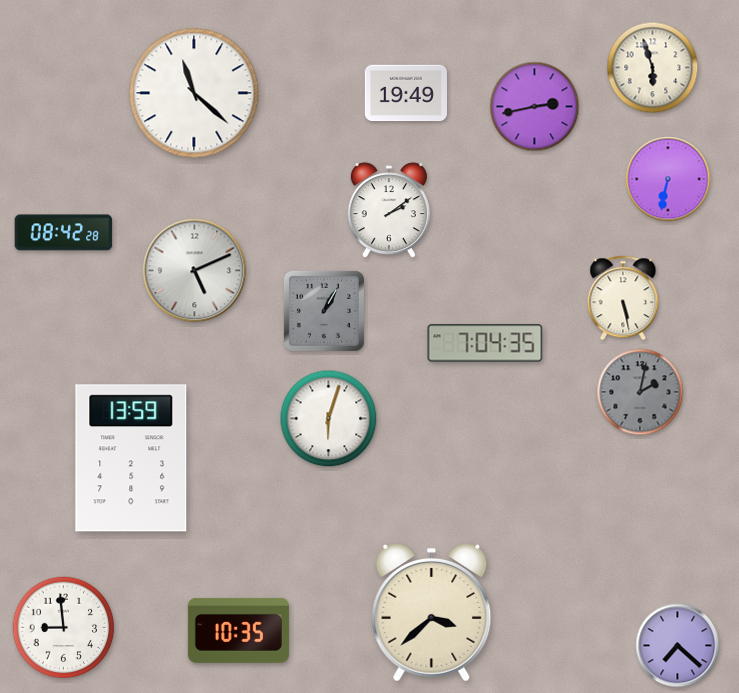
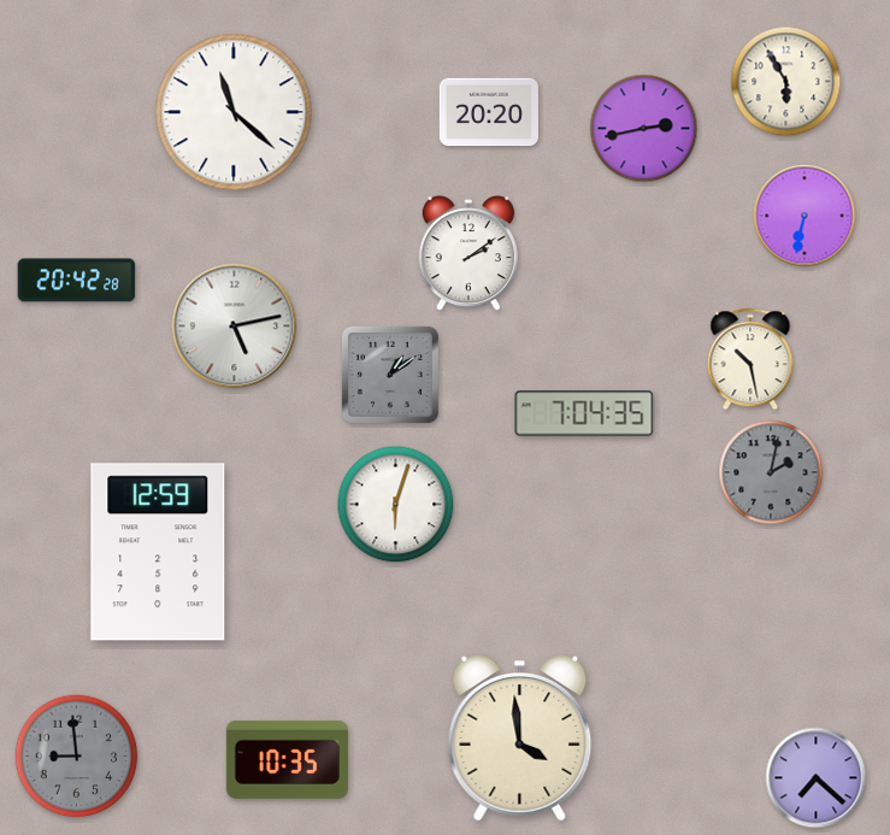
clock at (653, 68): 5:57 -> 5:55
clock at (406, 93): 19:49 -> 20:20
clock at (64, 233): 08:42 -> 20:42
clock at (195, 271): 5:11 -> 5:13
clock at (623, 298): 5:28 -> 10:28
clock at (324, 311): 1:05 -> 1:09
clock at (131, 458): 13:59 -> 12:59
clock at (432, 613): 3:38 -> 3:59
clock at (64, 628) dial: white -> grey
